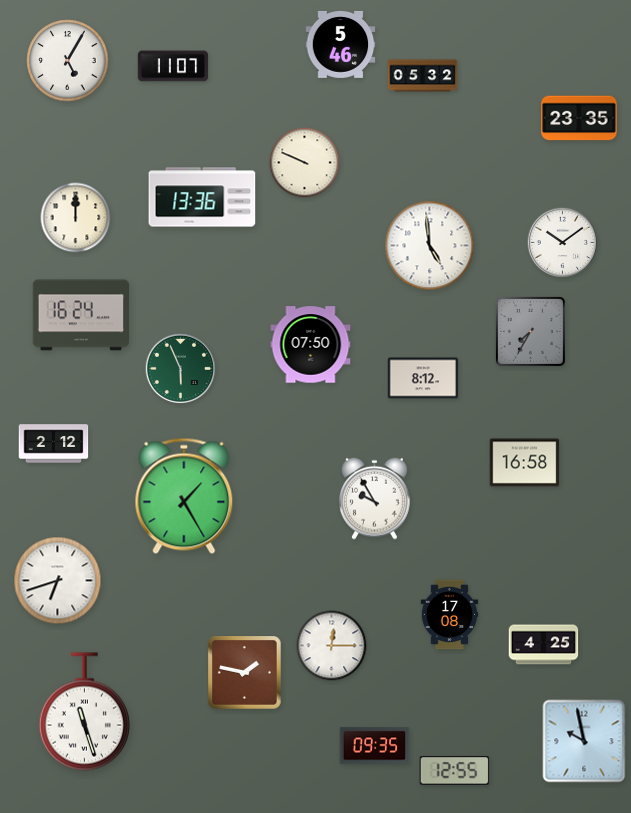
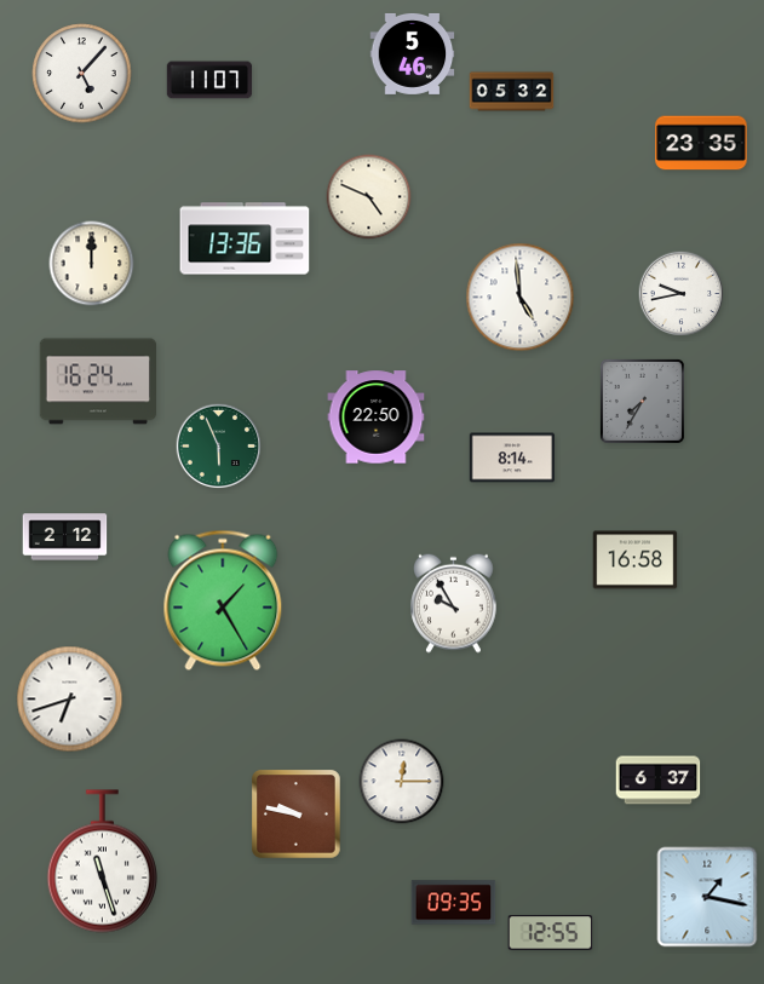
clock at (68, 61): 5:05 -> 5:07
clock at (305, 163): 9:49 -> 4:49
clock at (563, 243): 10:09 -> 9:43
clock at (311, 345): 07:50 -> 22:50
clock at (423, 378): 8:12 -> 8:14
clock at (58, 581) position: (58, 581) -> (70, 700)
clock at (450, 615): 17:08 -> none
clock at (544, 645): 4:25 -> 6:37
clock at (245, 673): 1:47 -> 9:47
clock at (584, 741): 9:58 -> 1:17
